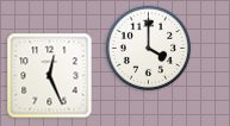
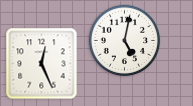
clock at (149, 49): 4:00 -> 5:02
